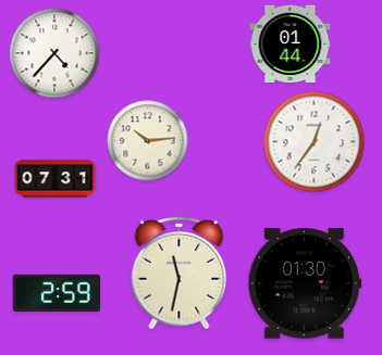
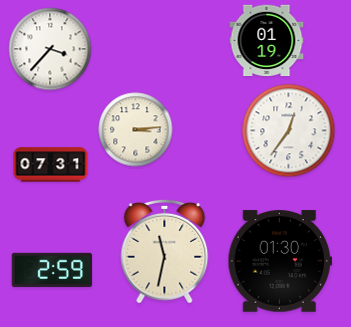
clock at (291, 45): 01:44 -> 01:19
clock at (54, 53): 4:37 -> 3:37
clock at (148, 141): 10:14 -> 3:14
